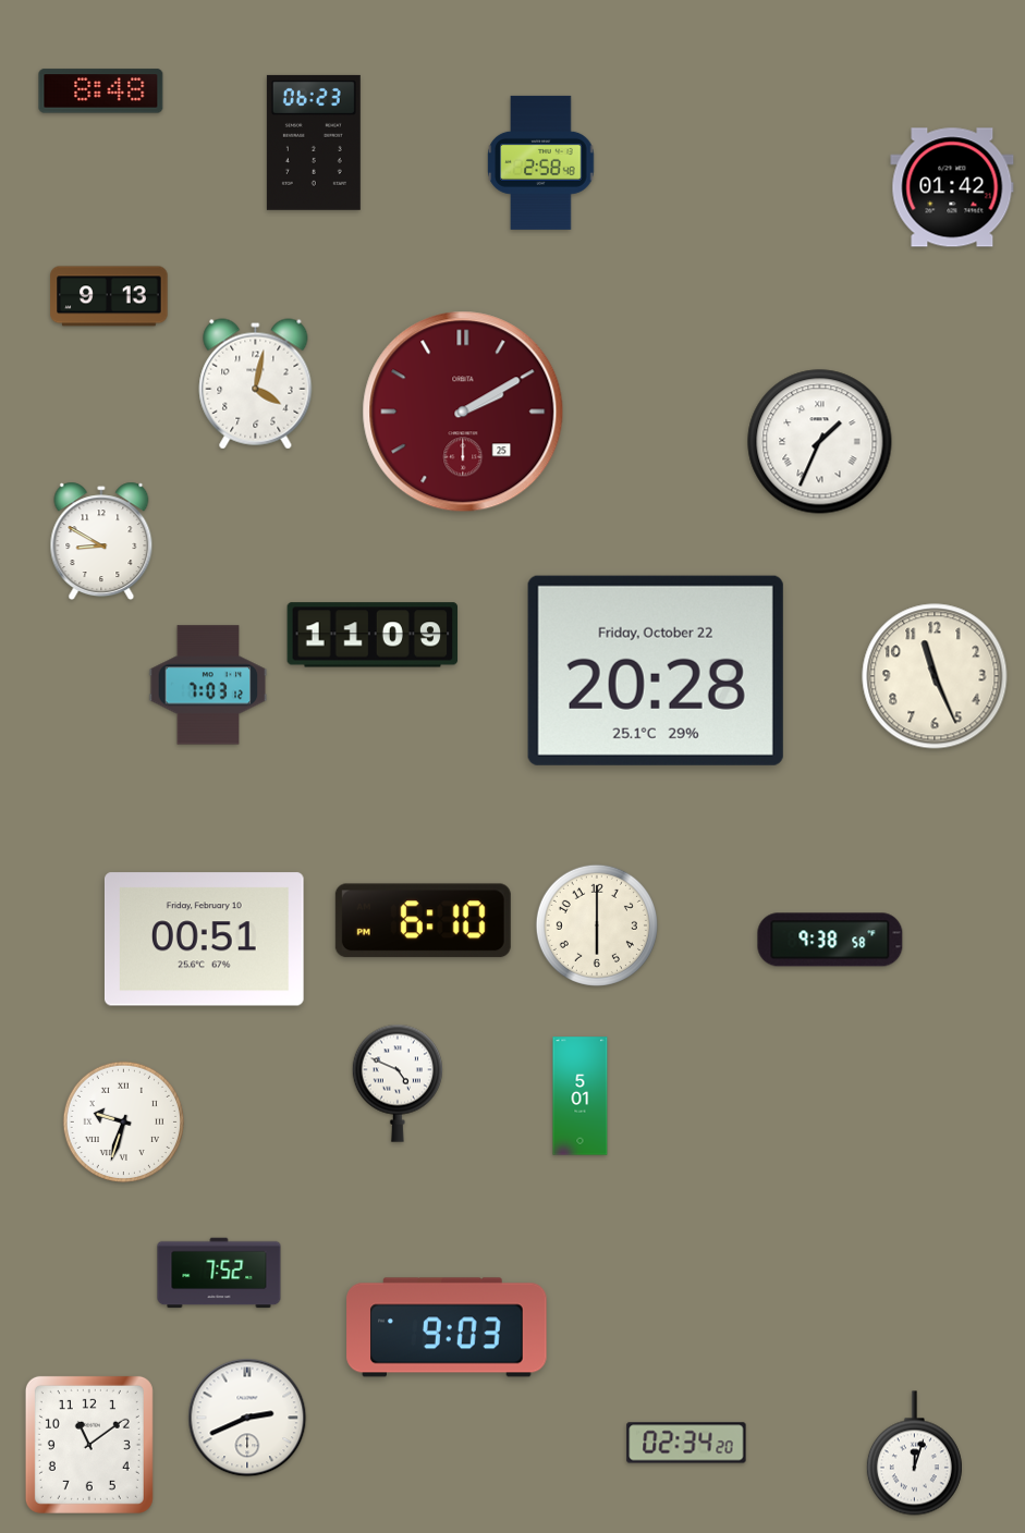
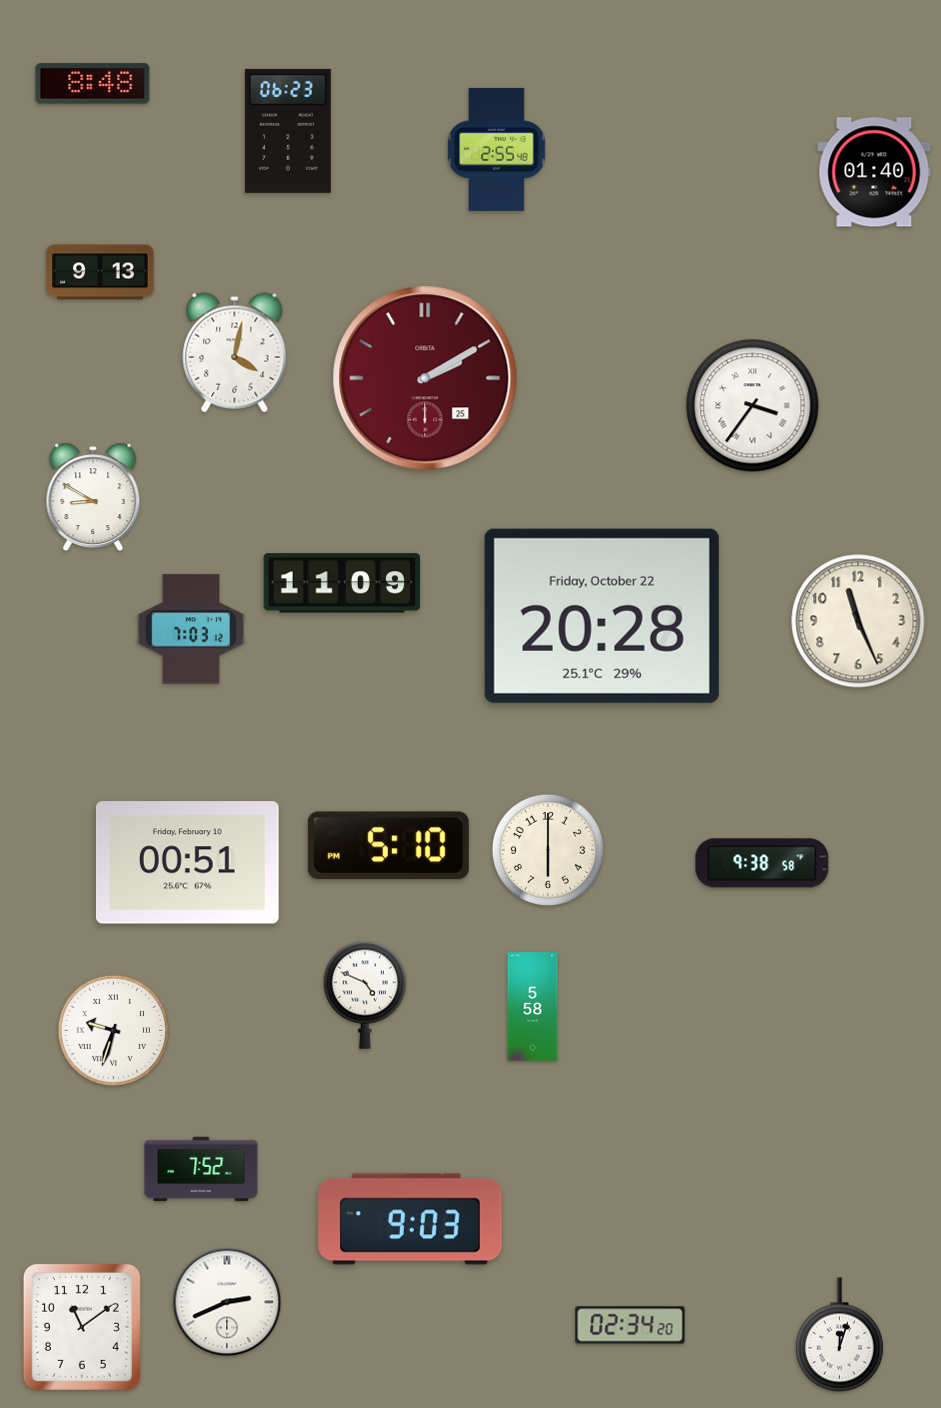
clock at (541, 162): 2:58 -> 2:55
clock at (952, 187): 01:42 -> 01:40
clock at (820, 442): 1:34 -> 3:36
clock at (423, 921): 6:10 -> 5:10
clock at (581, 1096): 5:01 -> 5:58
